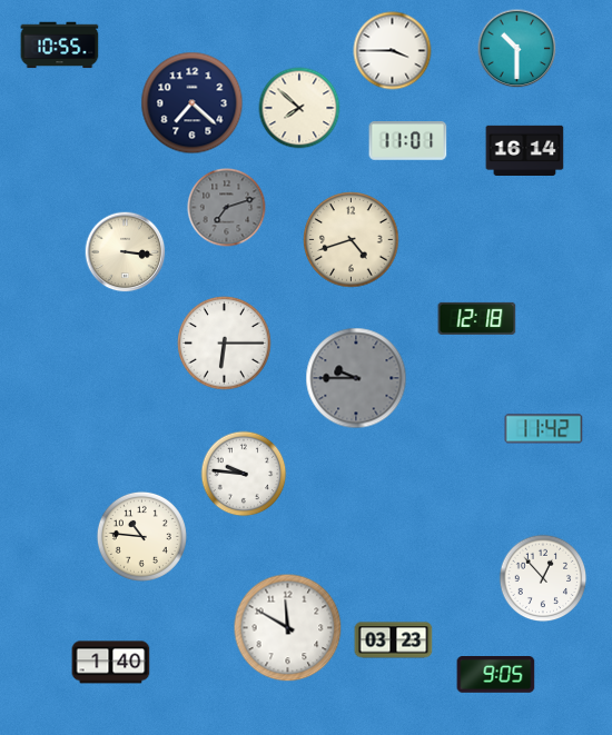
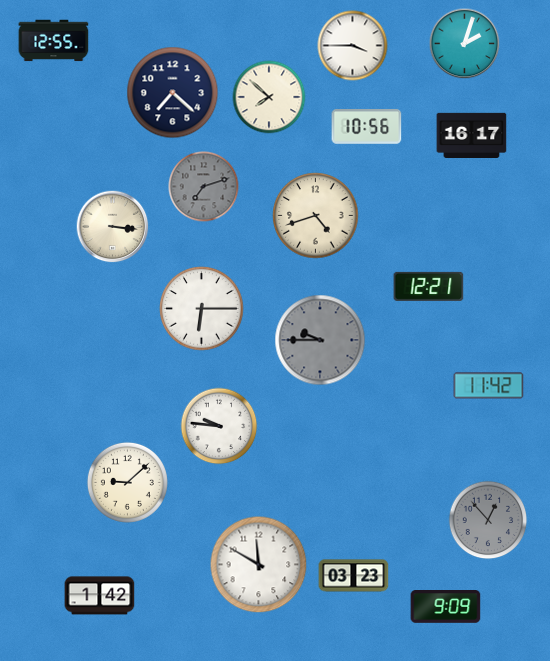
clock at (60, 46): 10:55 -> 12:55
clock at (517, 49): 10:30 -> 2:03
clock at (408, 141): 11:01 -> 10:56
clock at (525, 150): 16:14 -> 16:17
clock at (477, 318): 12:18 -> 12:21
clock at (141, 536): 10:46 -> 9:08
clock at (543, 578) dial: white -> grey
clock at (111, 663): 1:40 -> 1:42
clock at (496, 675): 9:05 -> 9:09
